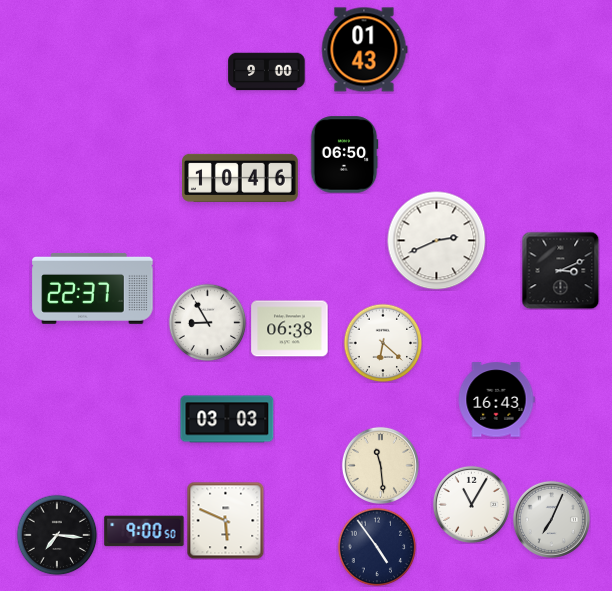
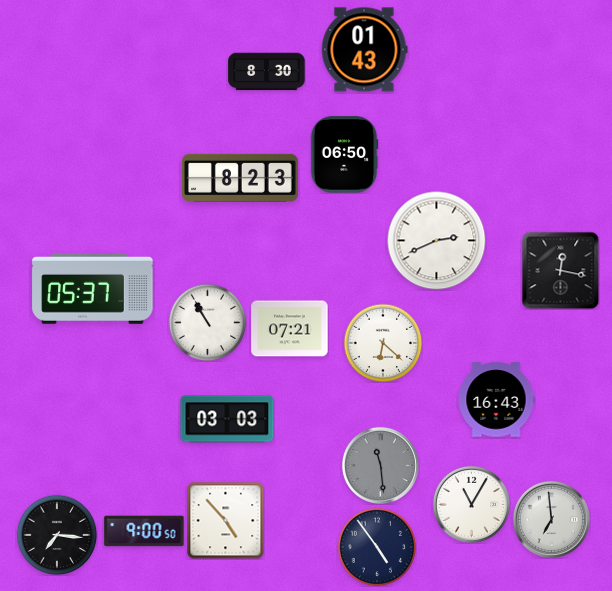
clock at (267, 72): 9:00 -> 8:30
clock at (241, 178): 10:46 -> 8:23
clock at (560, 270): 3:11 -> 12:17
clock at (93, 288): 22:37 -> 05:37
clock at (207, 322): 8:55 -> 10:55
clock at (290, 329): 06:38 -> 07:21
clock at (380, 465) dial: cream -> grey
clock at (551, 519): 7:04 -> 6:59
clock at (225, 520): 5:49 -> 4:53
